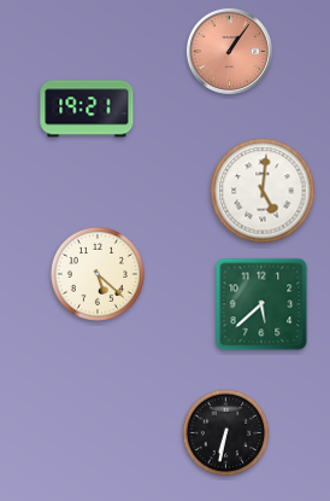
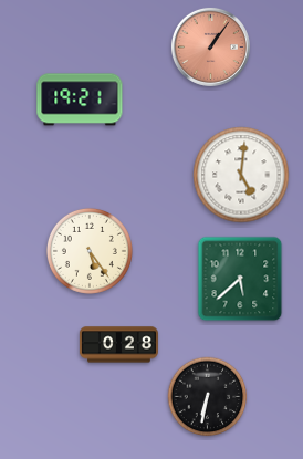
clock at (98, 274): 5:22 -> 5:24
clock at (118, 345): none -> 0:28
